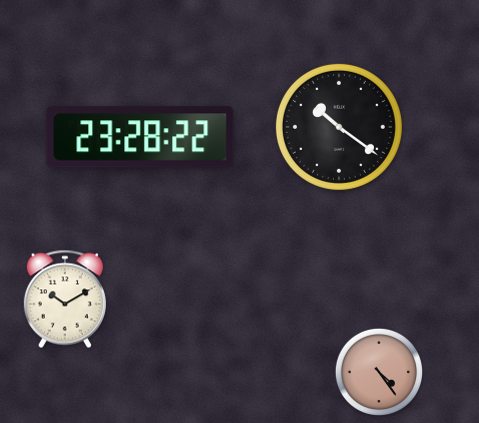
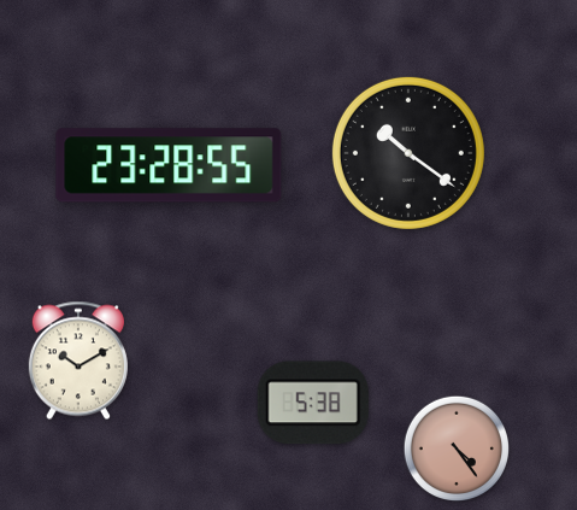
clock at (140, 137): 23:28:22 -> 23:28:55
clock at (313, 403): none -> 5:38
